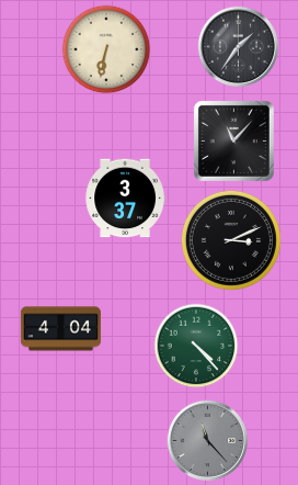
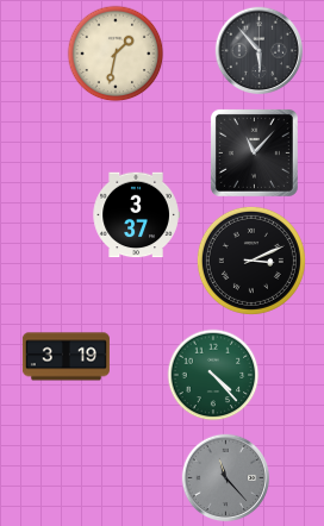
clock at (239, 47): 1:36 -> 5:53
clock at (106, 49): 6:32 -> 1:32
clock at (60, 329): 4:04 -> 3:19
